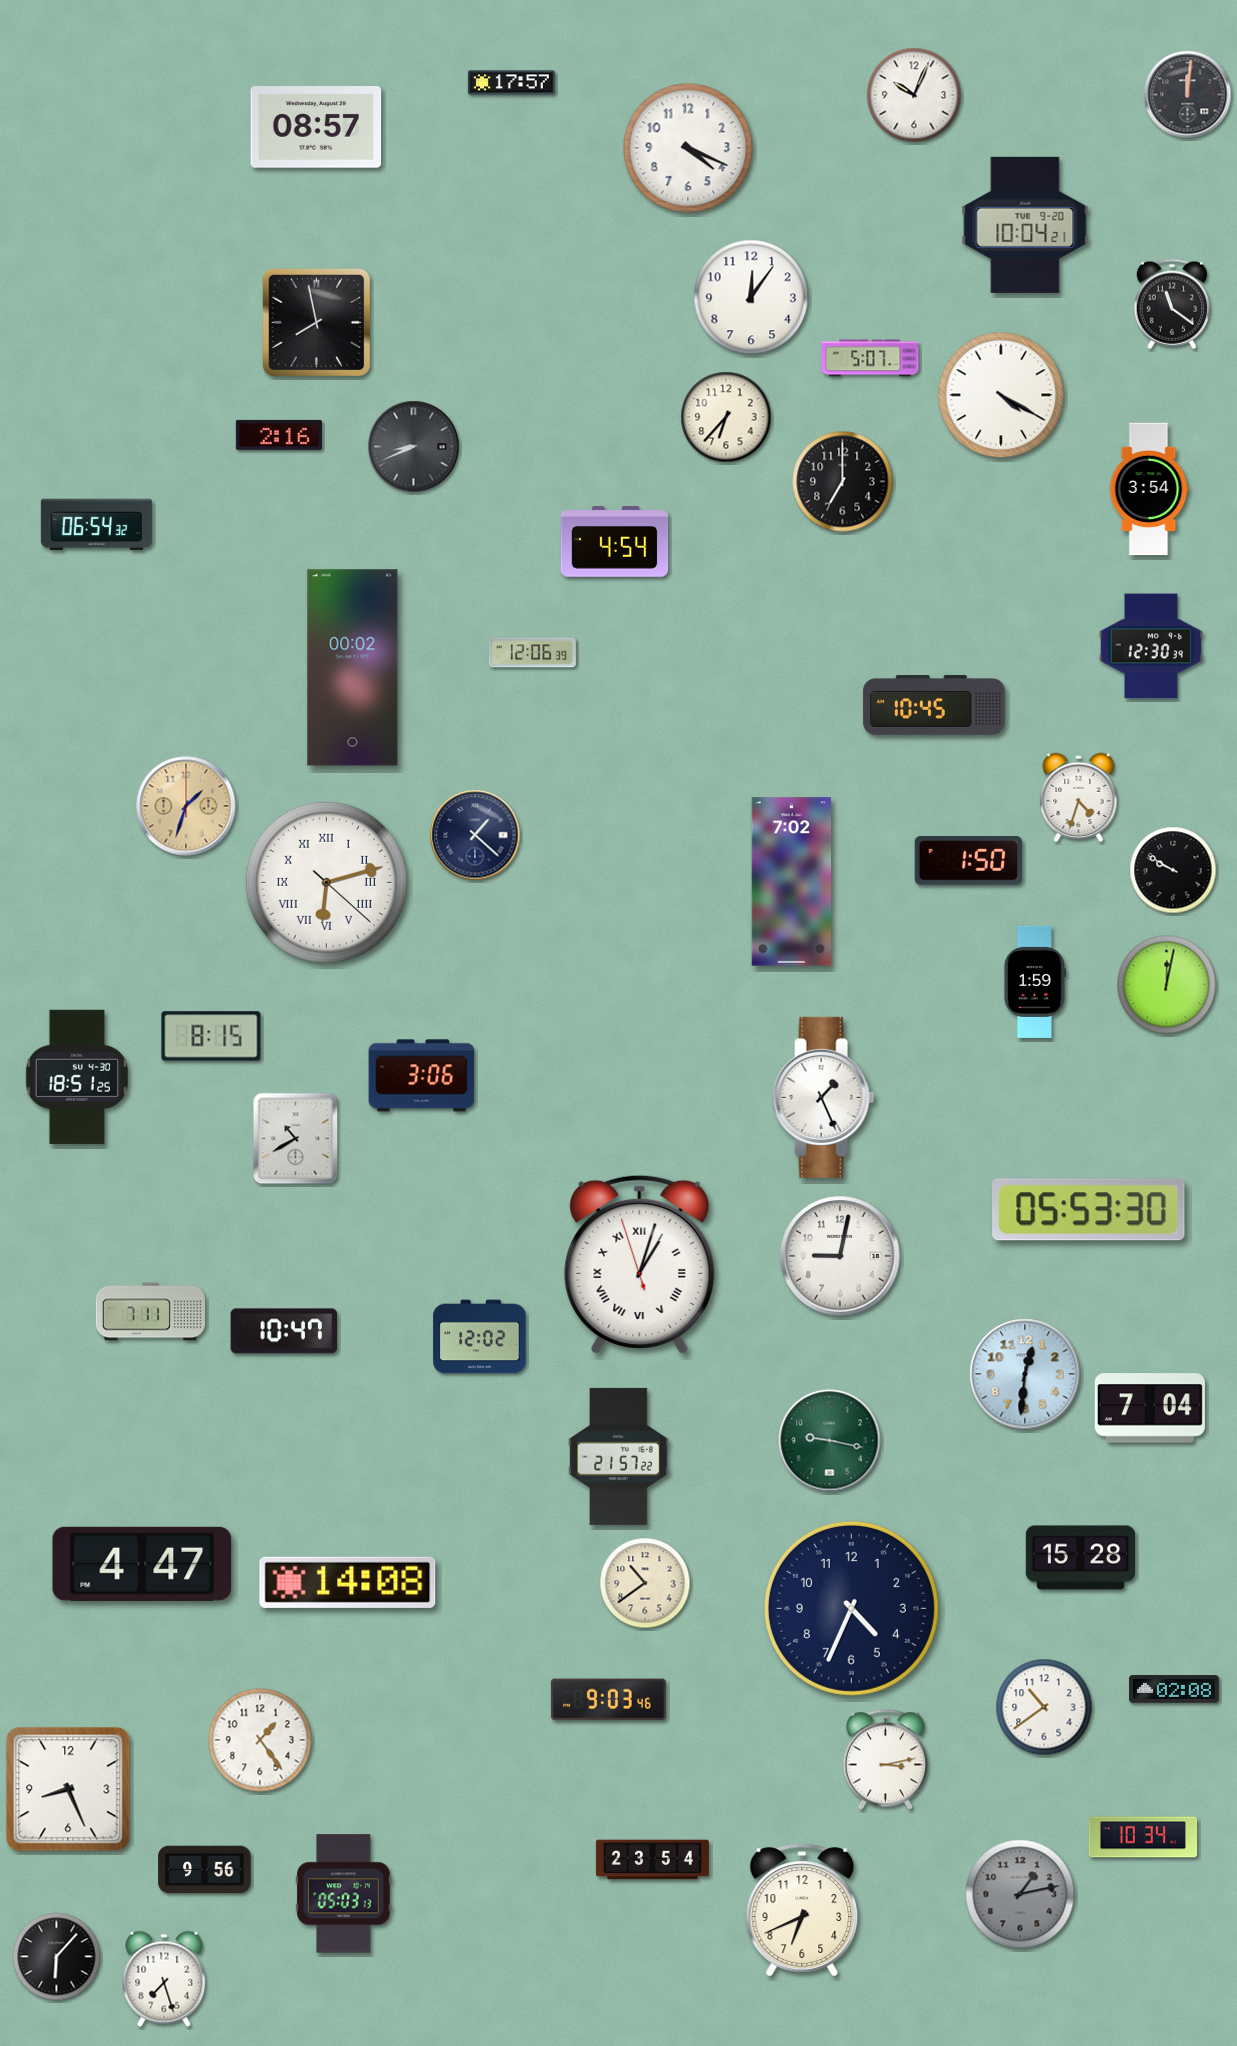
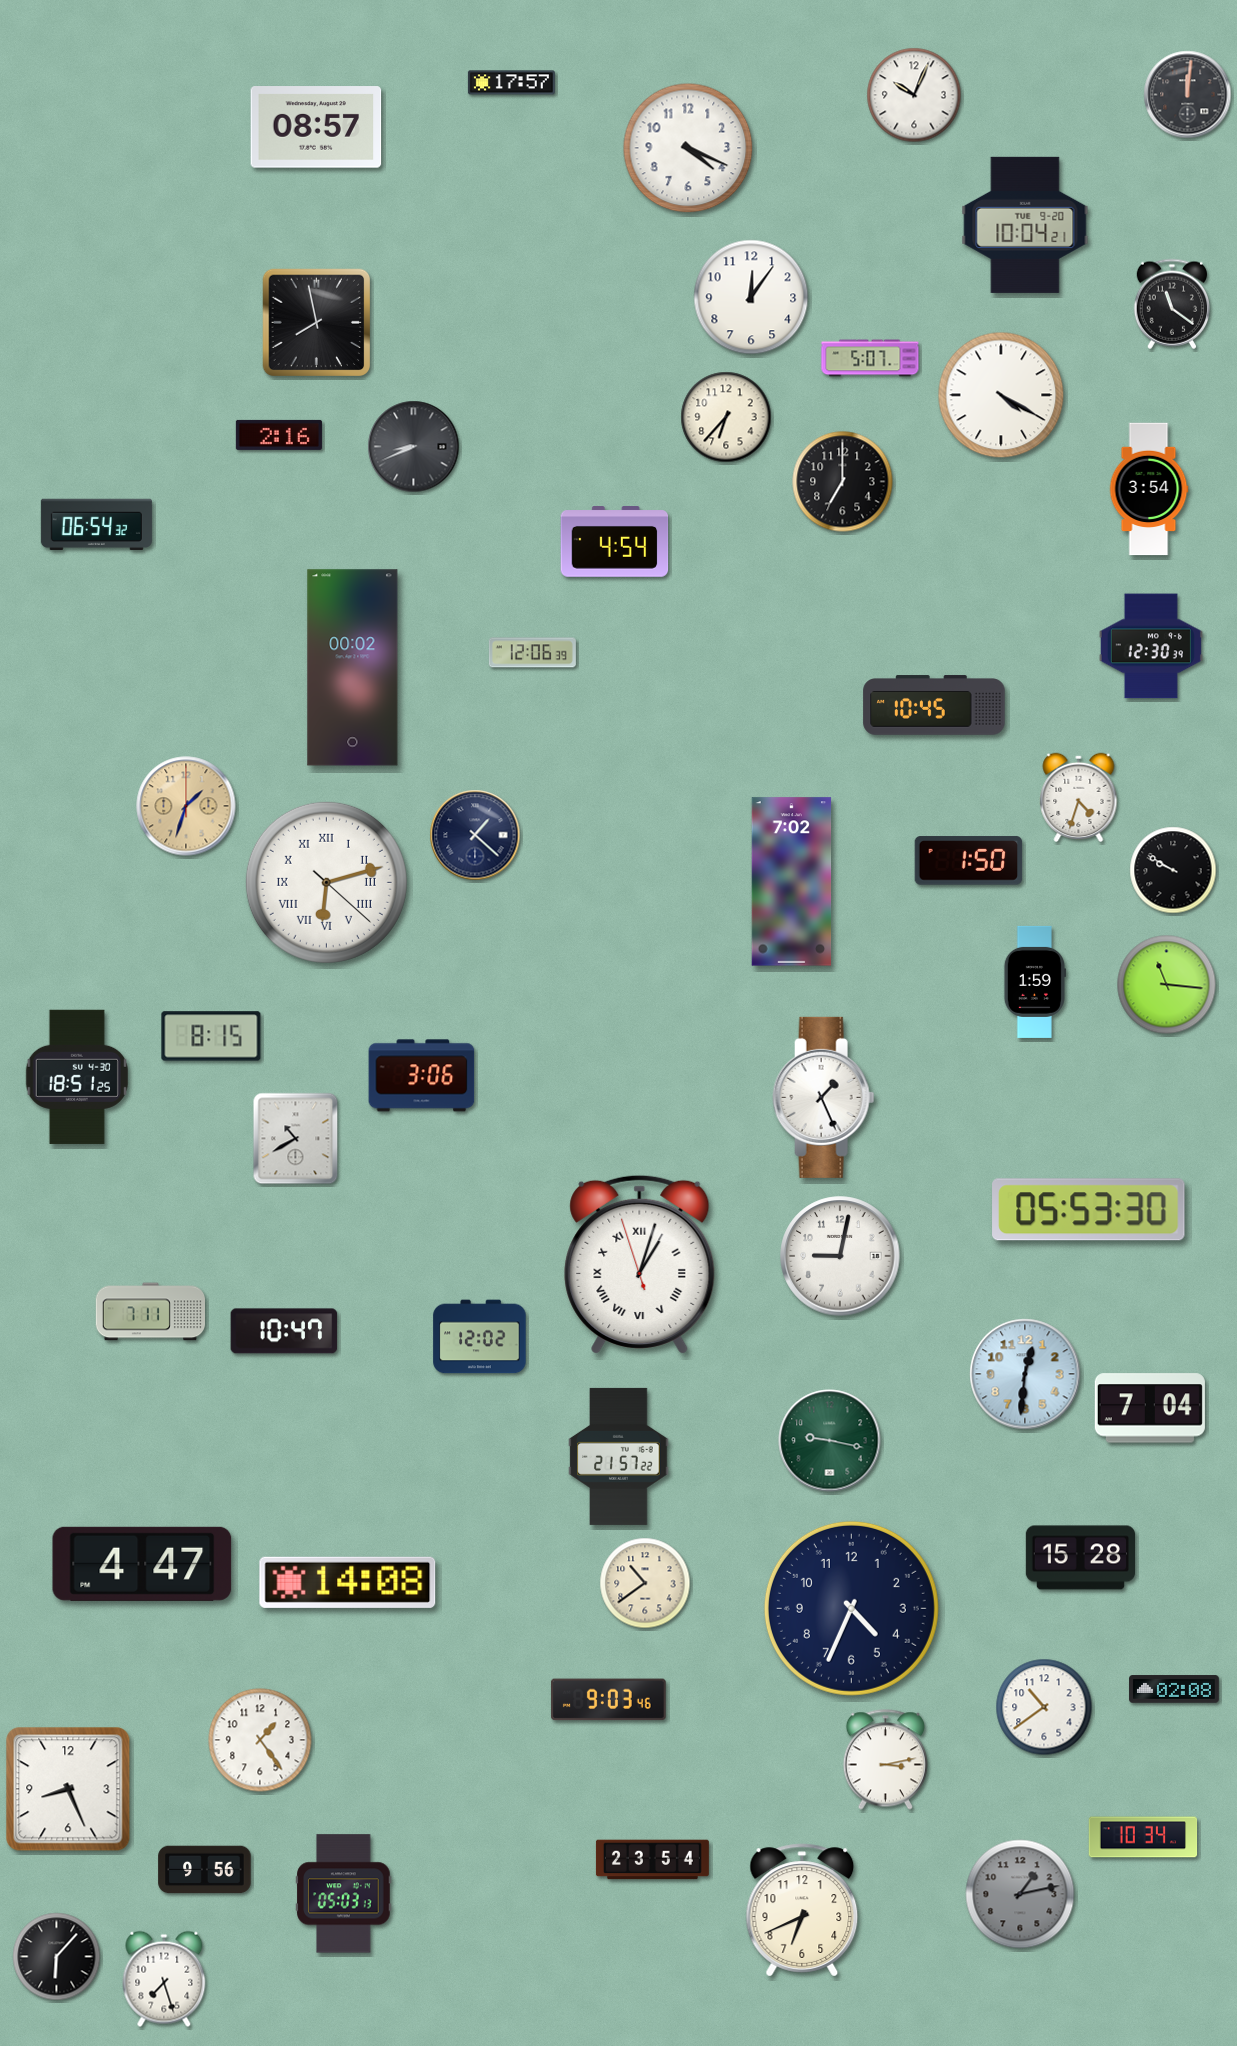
clock at (1167, 985): 12:02 -> 11:16
